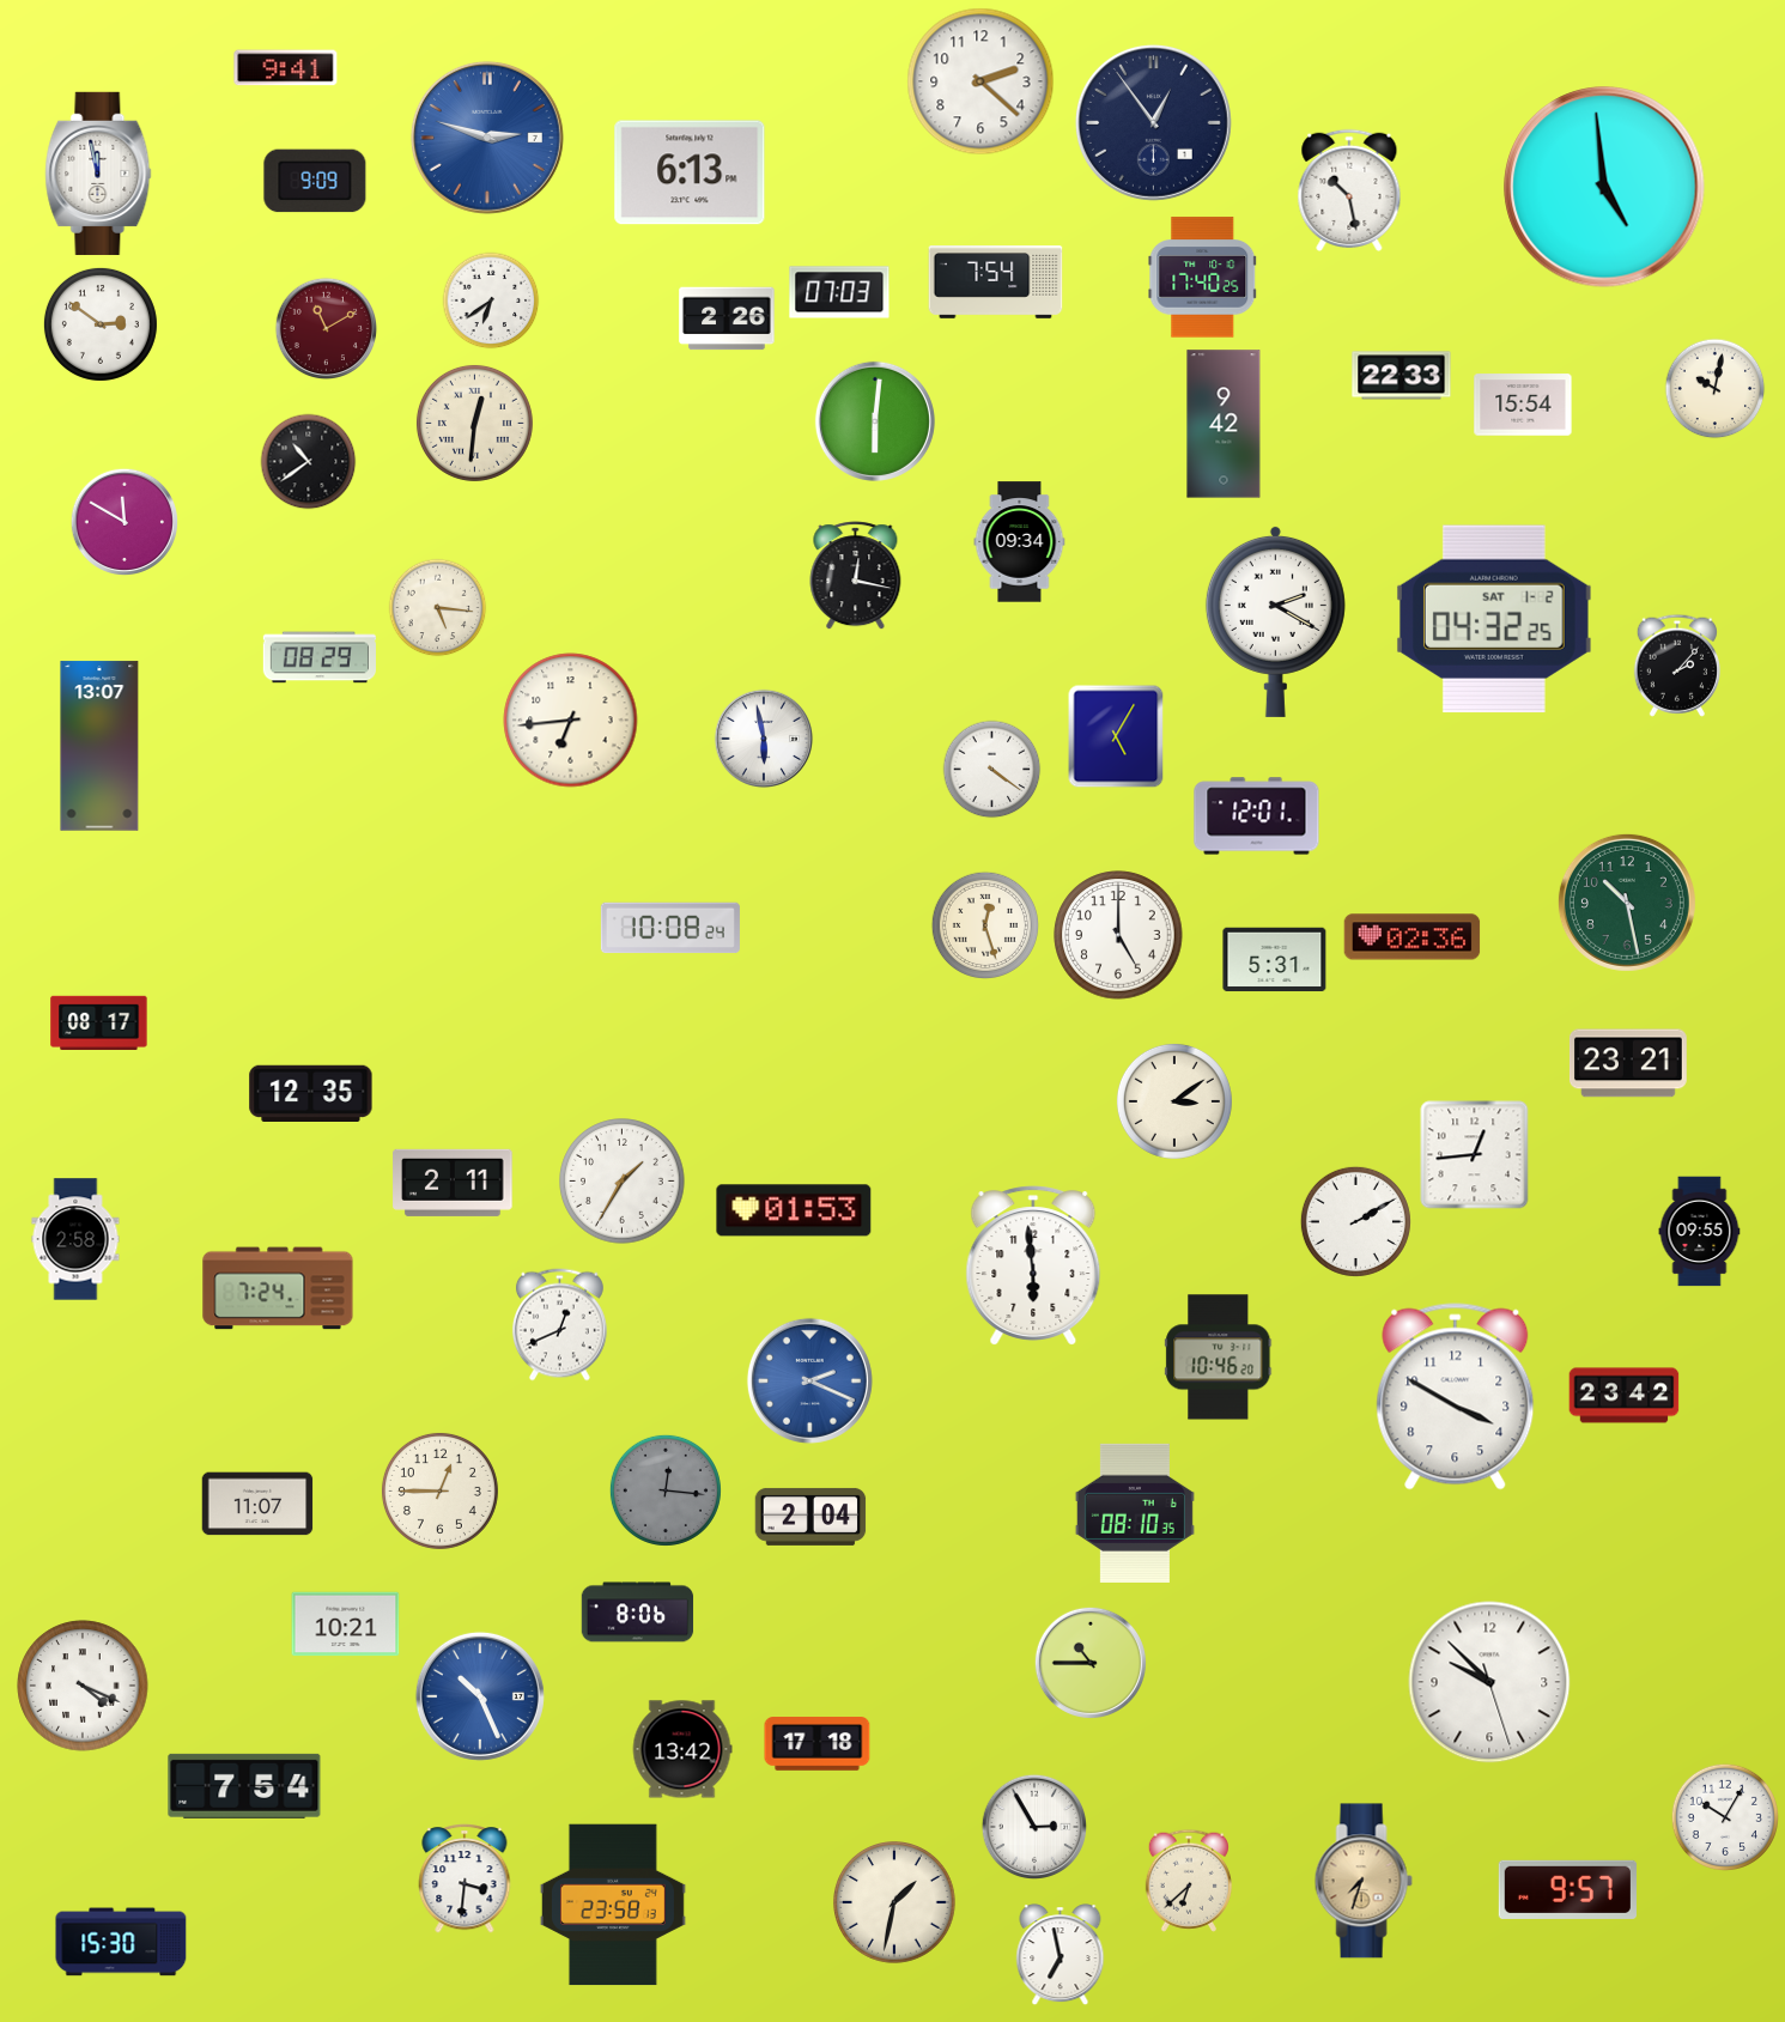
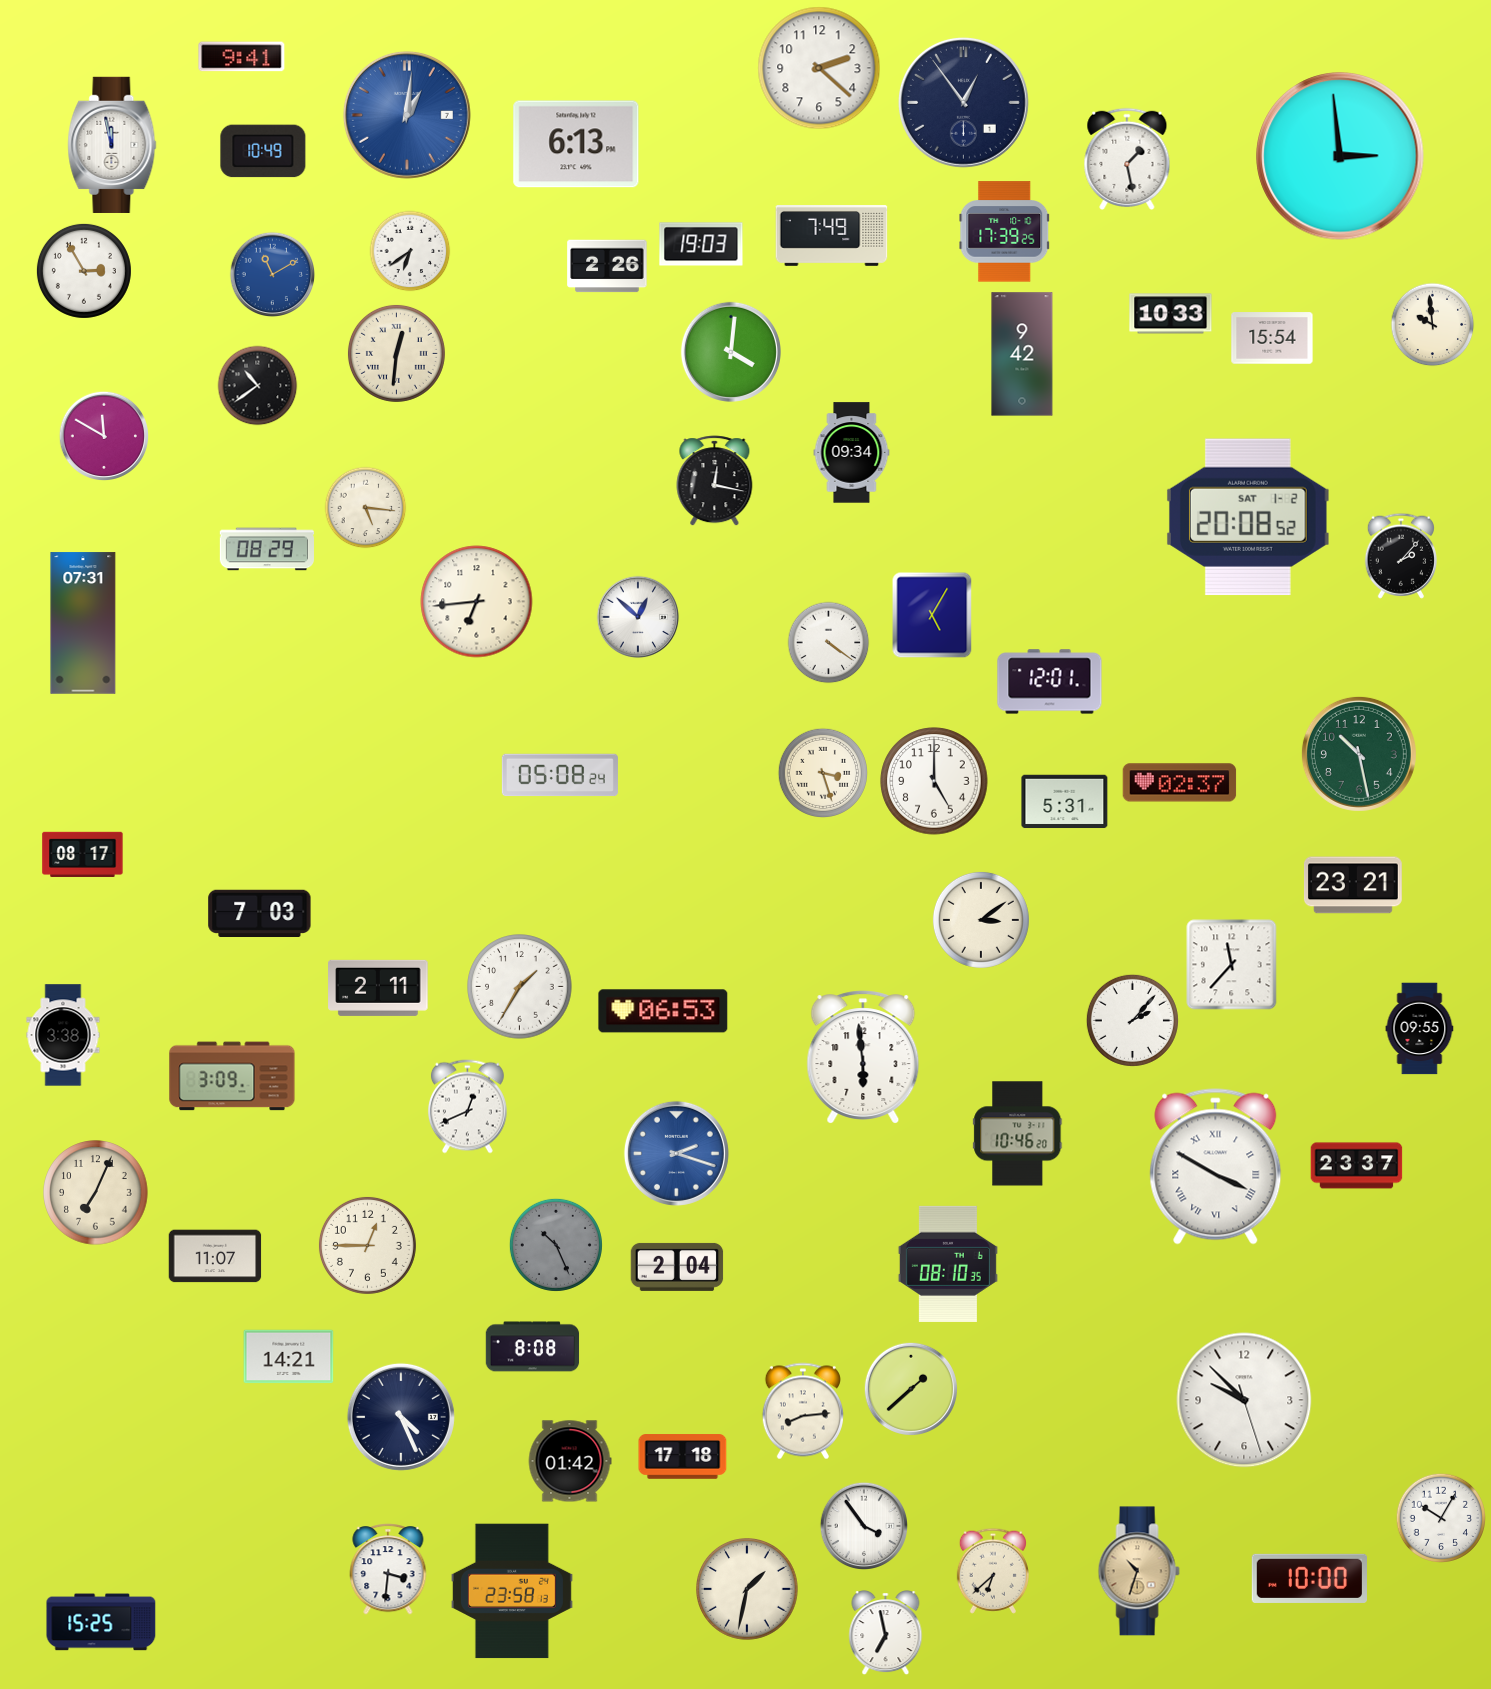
clock at (286, 68) position: (286, 68) -> (242, 57)
clock at (487, 138): 2:48 -> 1:01
clock at (98, 174) position: (98, 174) -> (112, 145)
clock at (315, 181): 9:09 -> 10:49
clock at (1604, 187): 4:59 -> 2:59
clock at (1349, 190): 10:28 -> 1:28
clock at (1203, 278): 17:40 -> 17:39
clock at (996, 283): 7:54 -> 7:49
clock at (839, 292): 07:03 -> 19:03
clock at (101, 324): 2:51 -> 2:55
clock at (327, 329) dial: burgundy -> blue
clock at (1402, 376): 22:33 -> 10:33
clock at (1716, 389): 10:02 -> 9:59
clock at (875, 421): 6:01 -> 4:01
clock at (1494, 619): 04:32 -> 20:08
clock at (1275, 621): 2:20 -> none
clock at (764, 739): 5:58 -> 12:52
clock at (99, 746): 13:07 -> 07:31
clock at (984, 924): 12:27 -> 3:27
clock at (670, 928): 10:08 -> 05:08
clock at (1413, 937): 02:36 -> 02:37
clock at (1628, 1063) position: (1628, 1063) -> (1353, 885)
clock at (311, 1093): 12:35 -> 7:03
clock at (1475, 1155): 12:44 -> 11:37
clock at (794, 1210): 01:53 -> 06:53
clock at (1355, 1221): 2:10 -> 2:07
clock at (75, 1239): 2:58 -> 3:38
clock at (278, 1288): 7:24 -> 3:09
clock at (809, 1380): 2:19 -> 2:18
clock at (1625, 1396): 23:42 -> 23:37
clock at (1456, 1397) numerals: Arabic -> Roman
clock at (96, 1193): none -> 7:04
clock at (666, 1490): 12:16 -> 10:26
clock at (638, 1613): 8:06 -> 8:08
clock at (346, 1625): 10:21 -> 14:21
clock at (1091, 1663): 10:45 -> 1:38
clock at (1489, 1682) position: (1489, 1682) -> (1244, 1400)
clock at (83, 1686): 4:19 -> none
clock at (803, 1411): none -> 8:14
clock at (480, 1696): 10:26 -> 4:26
clock at (480, 1696) dial: blue -> navy
clock at (682, 1749): 13:42 -> 01:42
clock at (244, 1786): 7:54 -> none
clock at (1033, 1826): 2:55 -> 3:54
clock at (1364, 1881): 7:33 -> 10:33
clock at (1567, 1889): 9:57 -> 10:00
clock at (121, 1942): 15:30 -> 15:25
